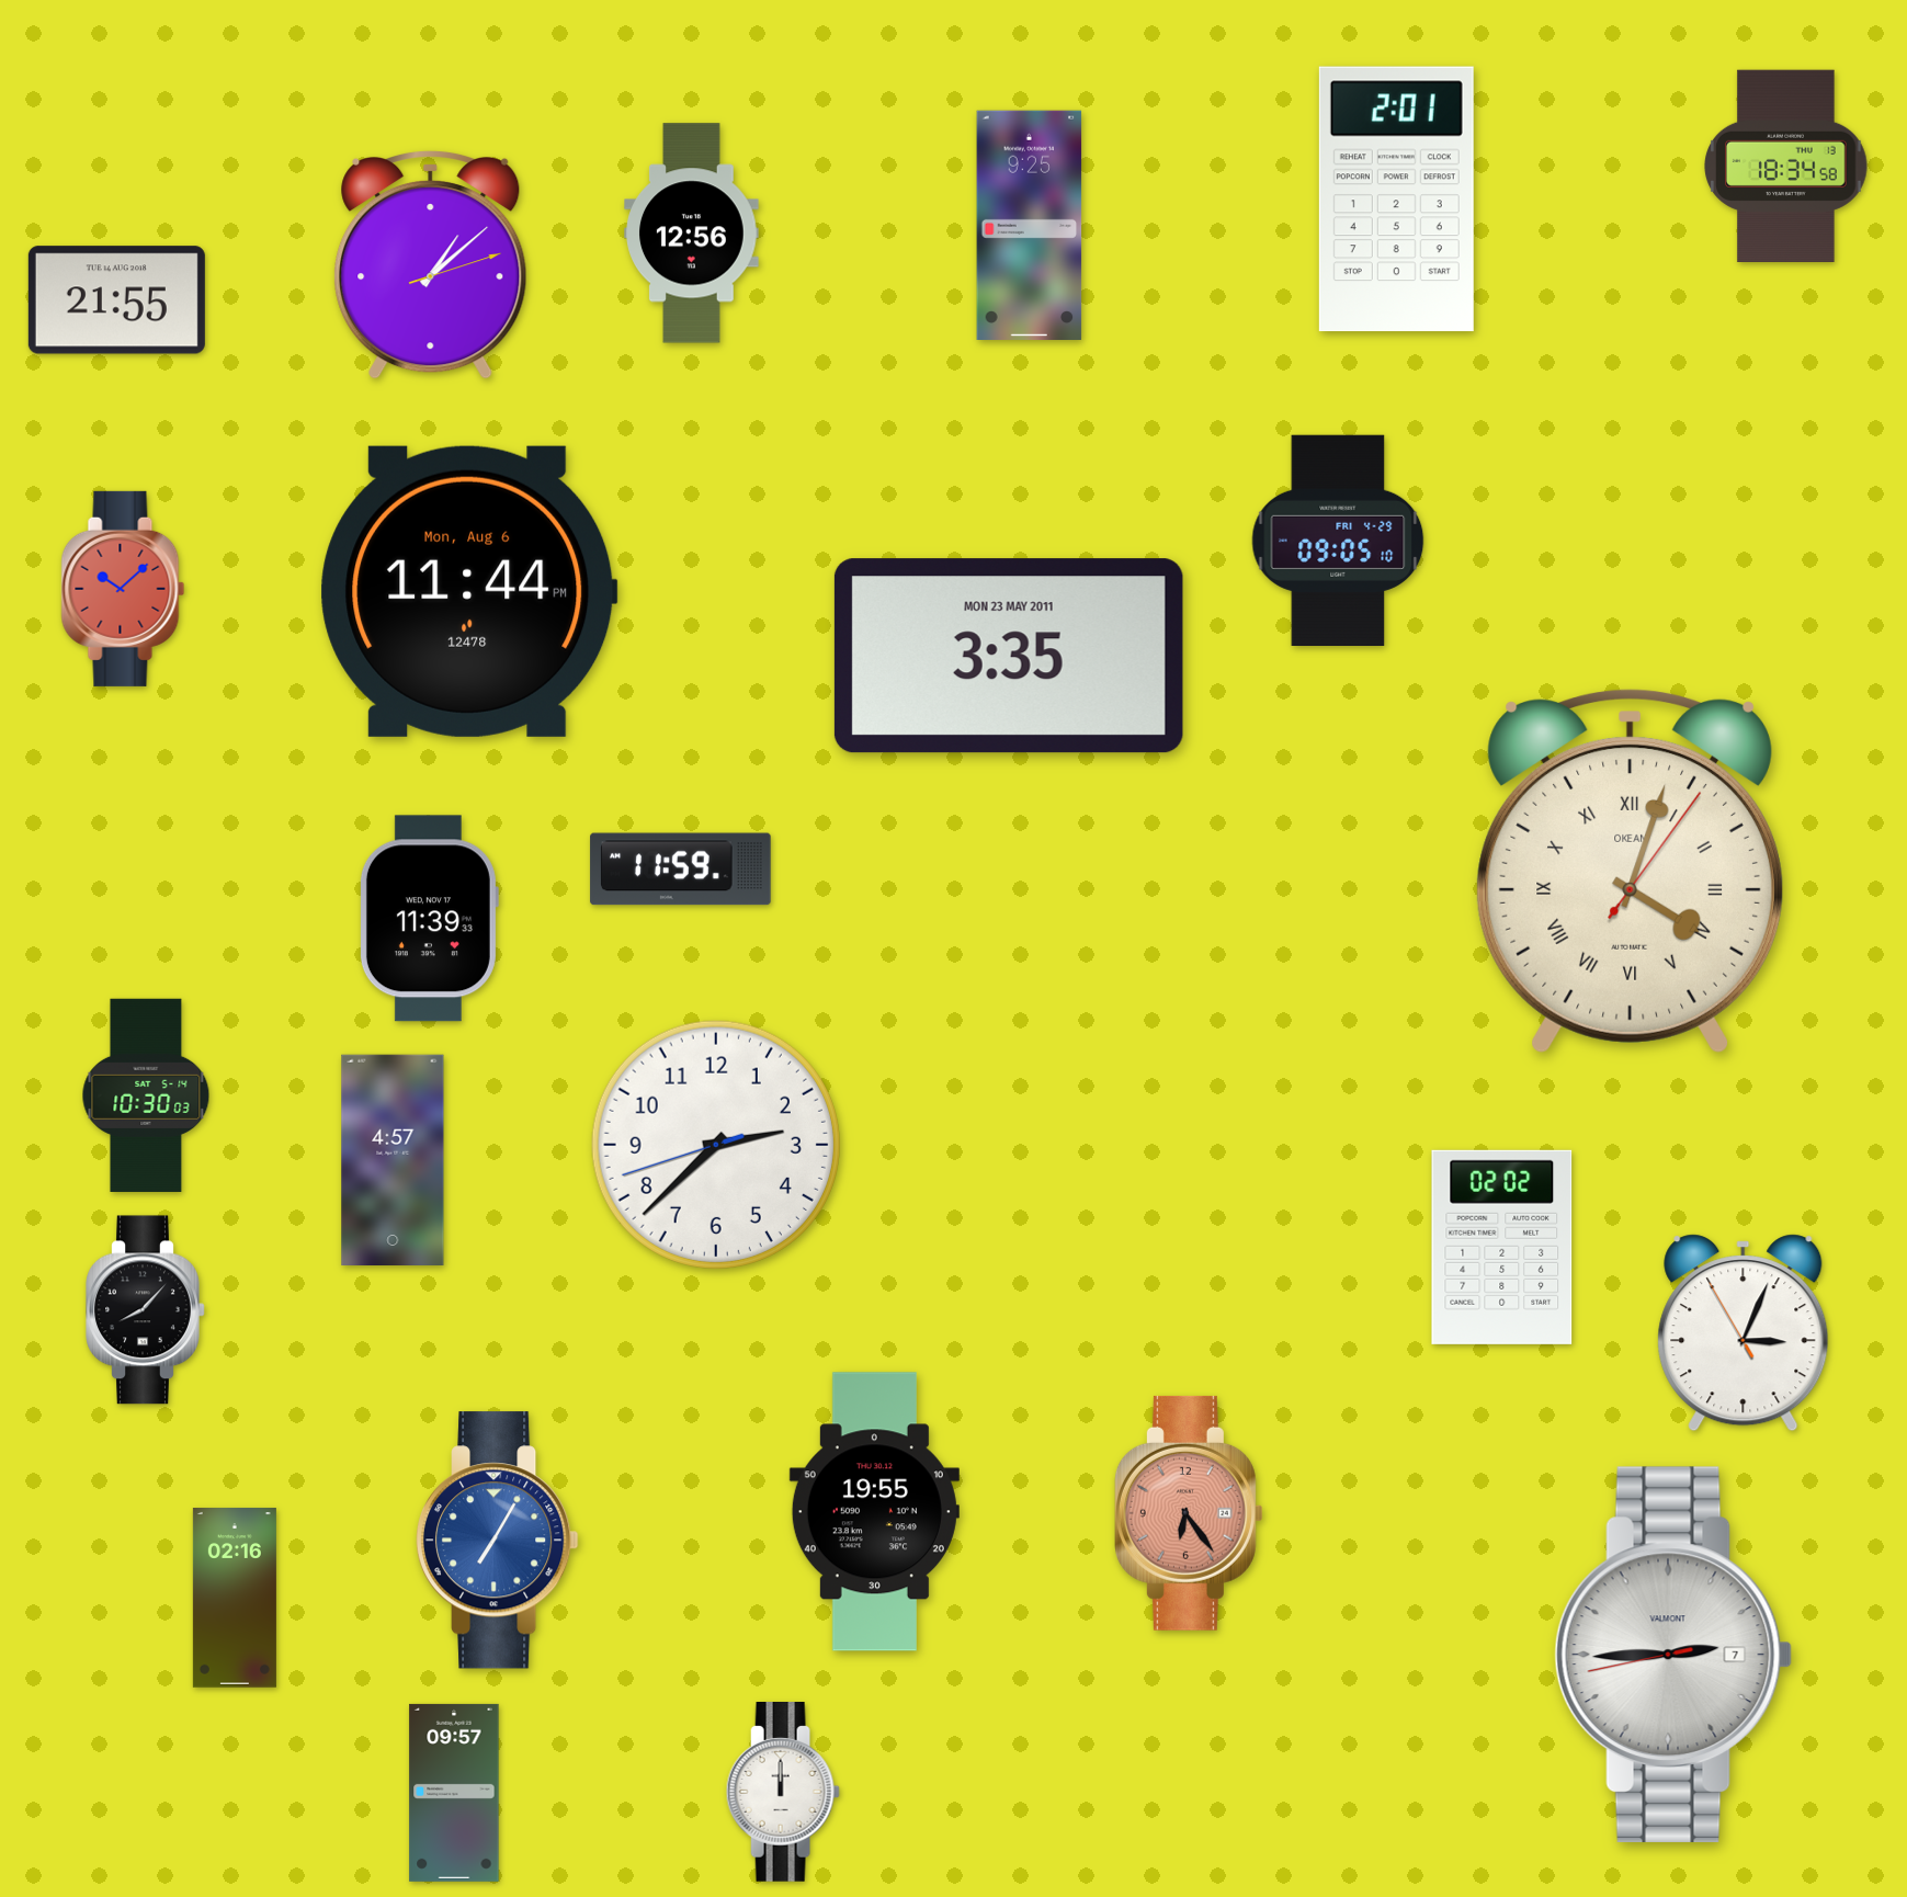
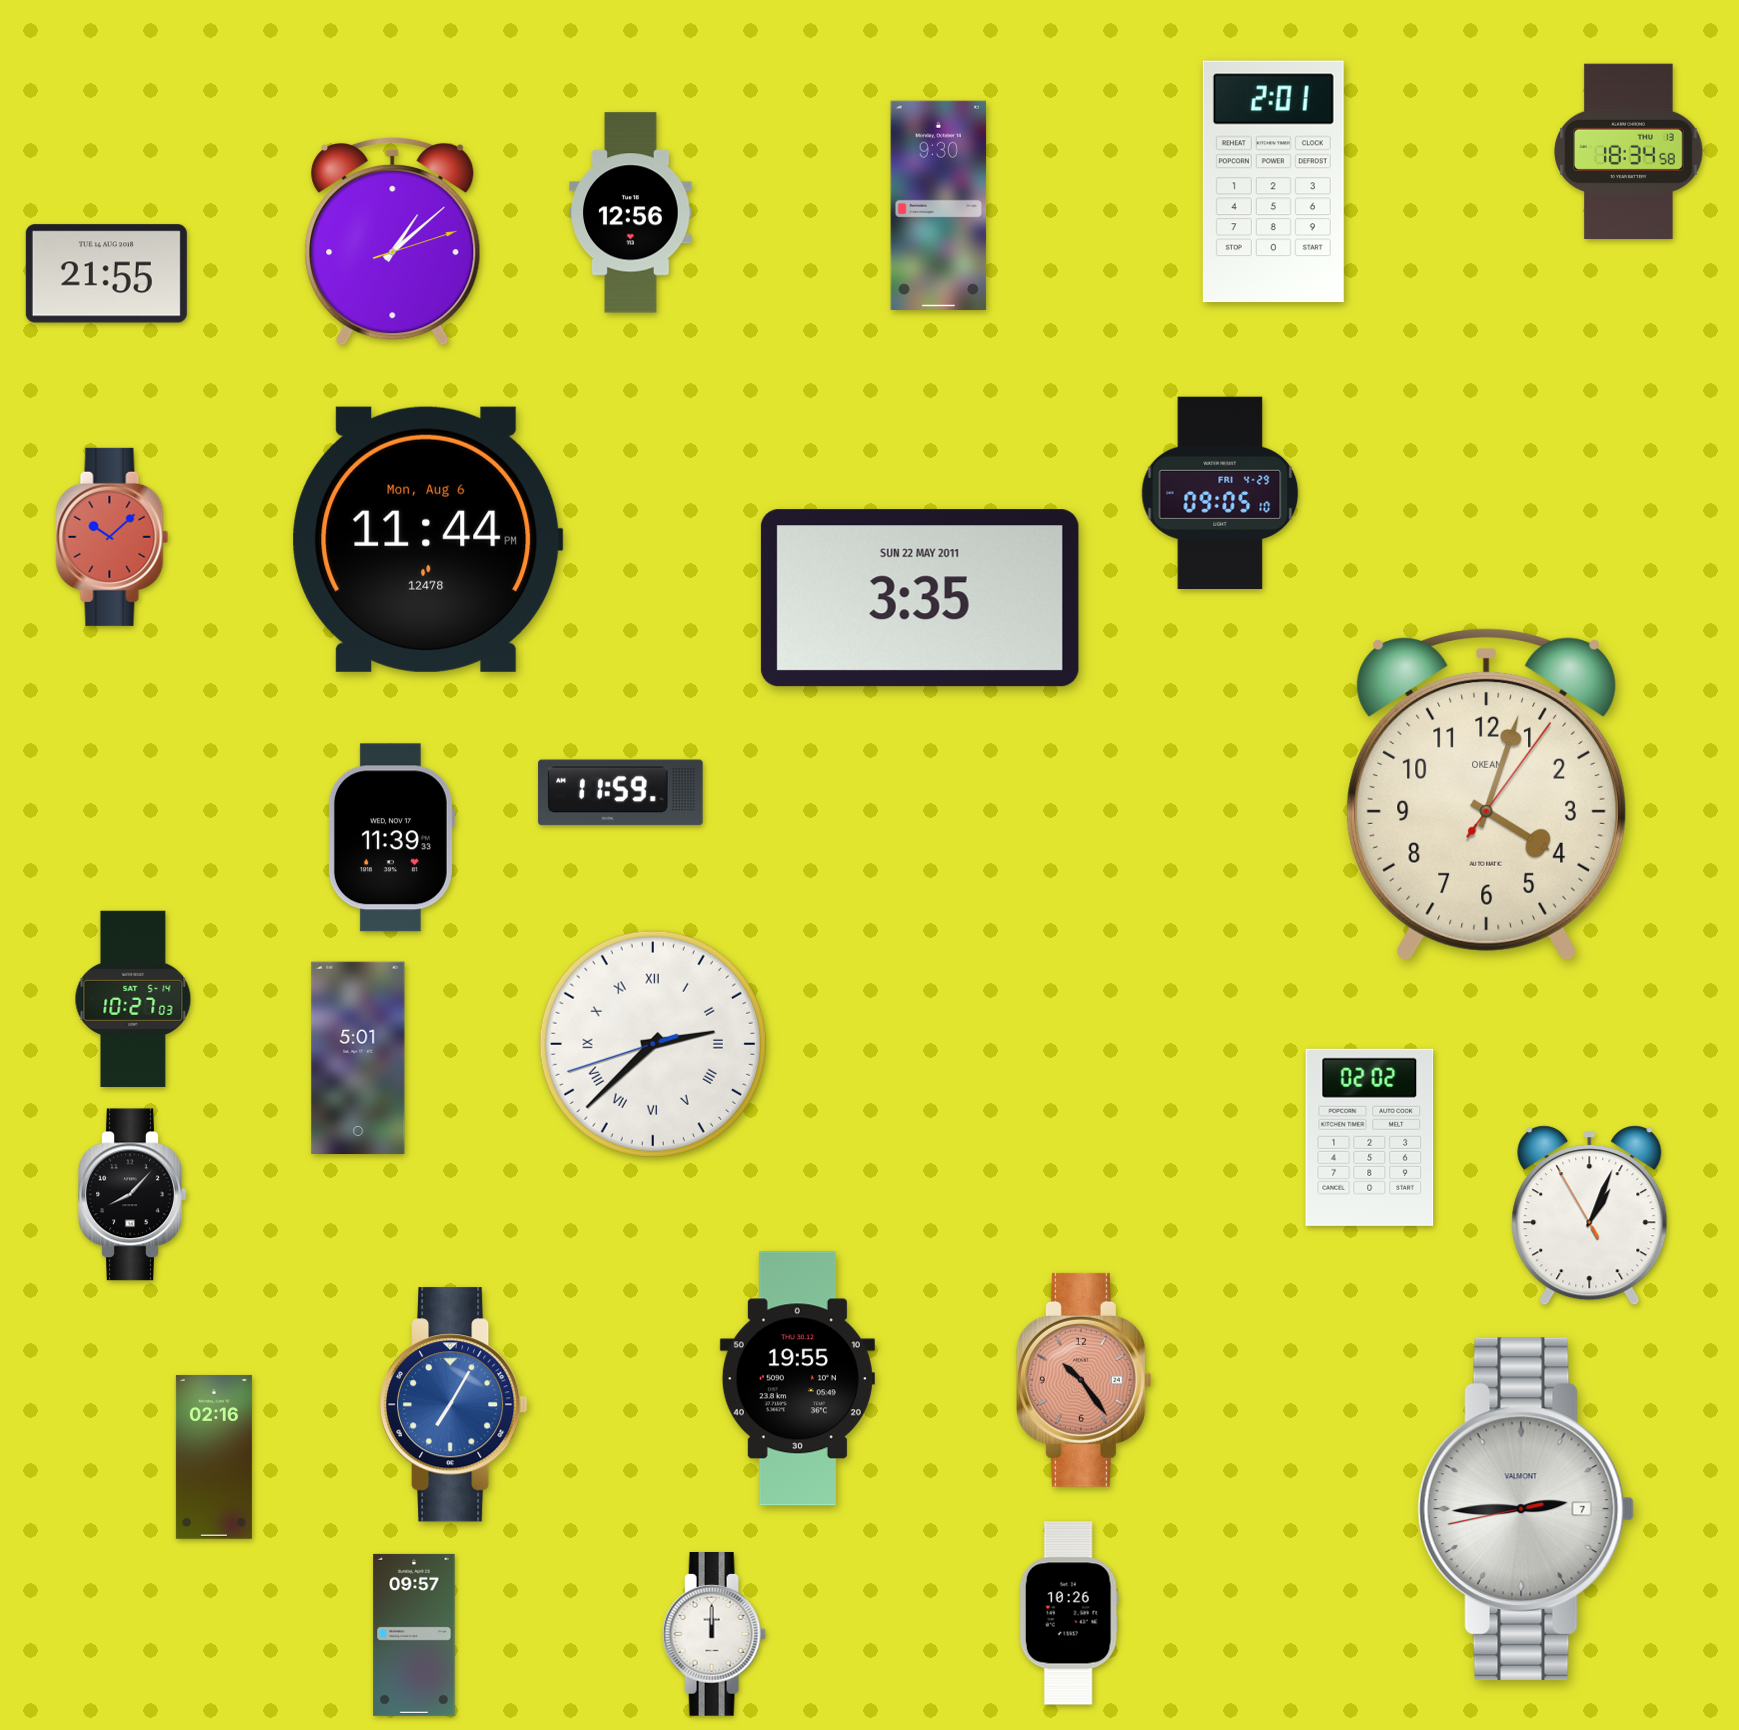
clock at (1030, 225): 9:25 -> 9:30
clock at (1009, 656) date: MON 23 MAY 2011 -> SUN 22 MAY 2011
clock at (1630, 871) numerals: Roman -> Arabic
clock at (146, 1095): 10:30 -> 10:27
clock at (716, 1145) numerals: Arabic -> Roman
clock at (393, 1159): 4:57 -> 5:01
clock at (1744, 1333): 3:03 -> 1:03
clock at (1189, 1513): 6:24 -> 10:24
clock at (1069, 1613): none -> 10:26
